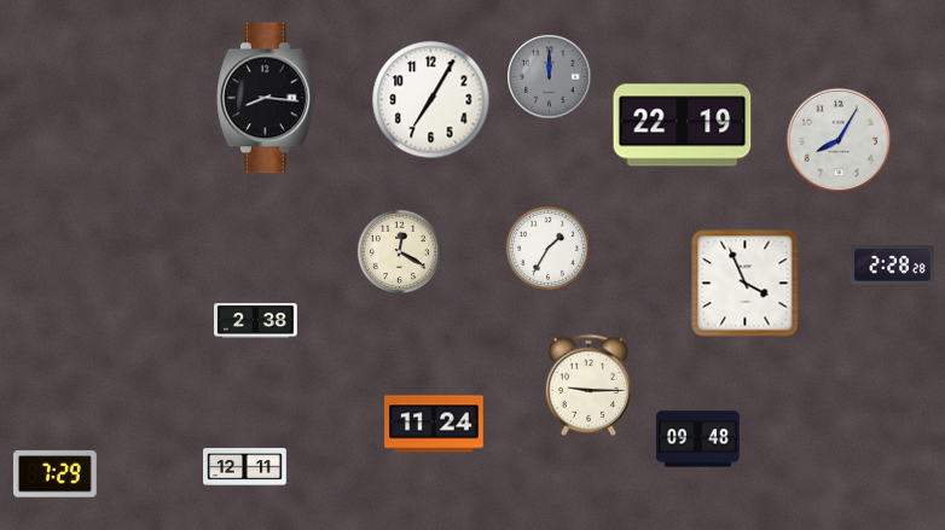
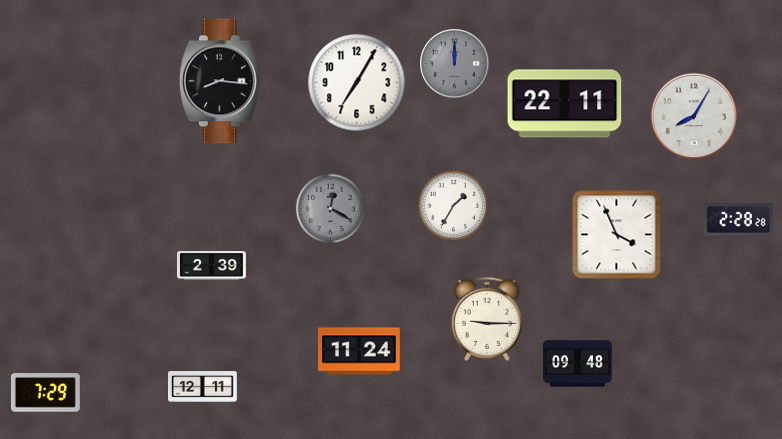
clock at (683, 126): 22:19 -> 22:11
clock at (399, 251) dial: cream -> grey
clock at (256, 321): 2:38 -> 2:39
